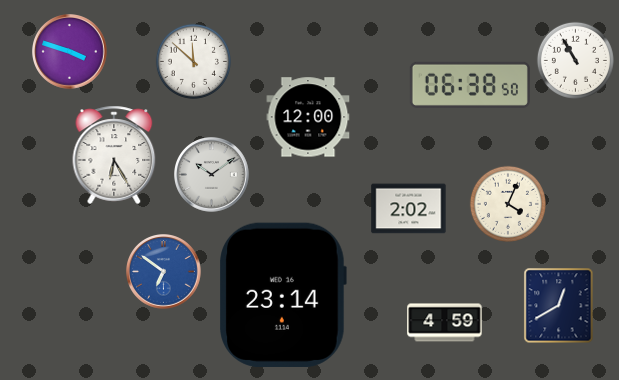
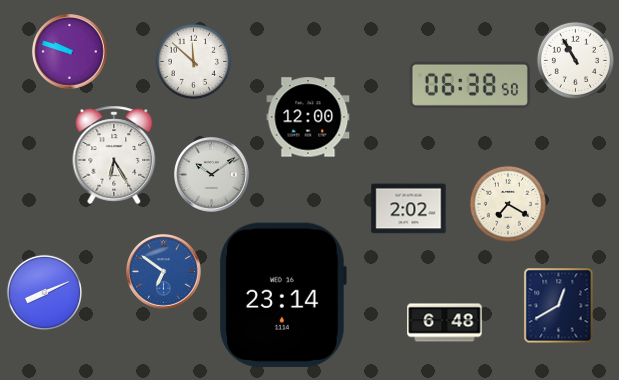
clock at (70, 52): 3:48 -> 9:48
clock at (508, 204): 4:04 -> 7:20
clock at (44, 292): none -> 8:11
clock at (445, 323): 4:59 -> 6:48
